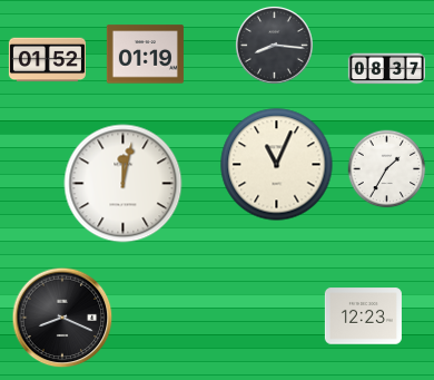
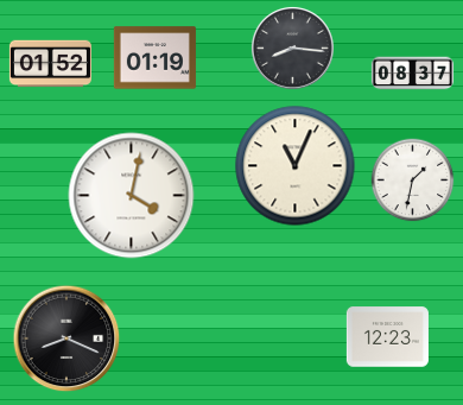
clock at (277, 165) position: (277, 165) -> (296, 166)
clock at (387, 169): 1:35 -> 1:32
clock at (124, 184): 12:02 -> 4:02
